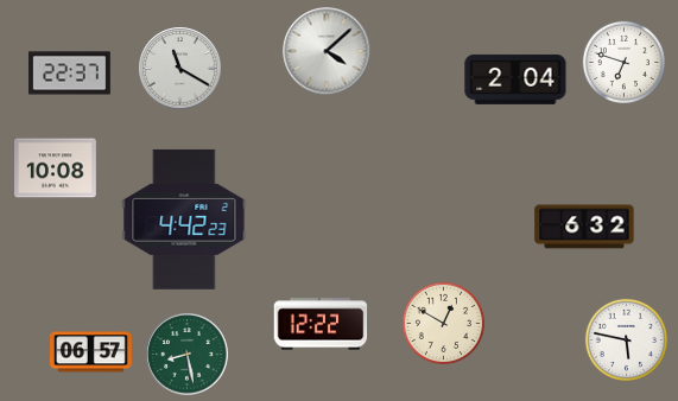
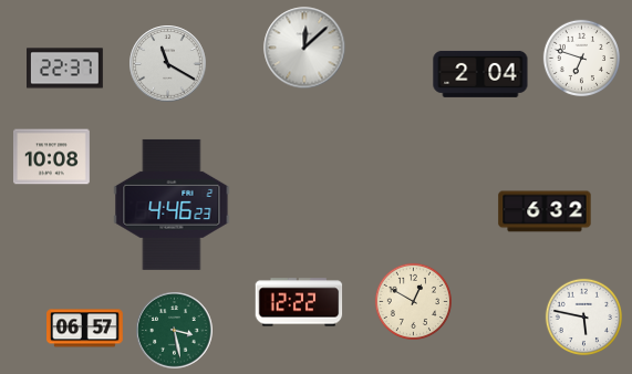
clock at (327, 51): 4:08 -> 12:08
clock at (184, 219): 4:42 -> 4:46
clock at (188, 355): 8:28 -> 3:28
